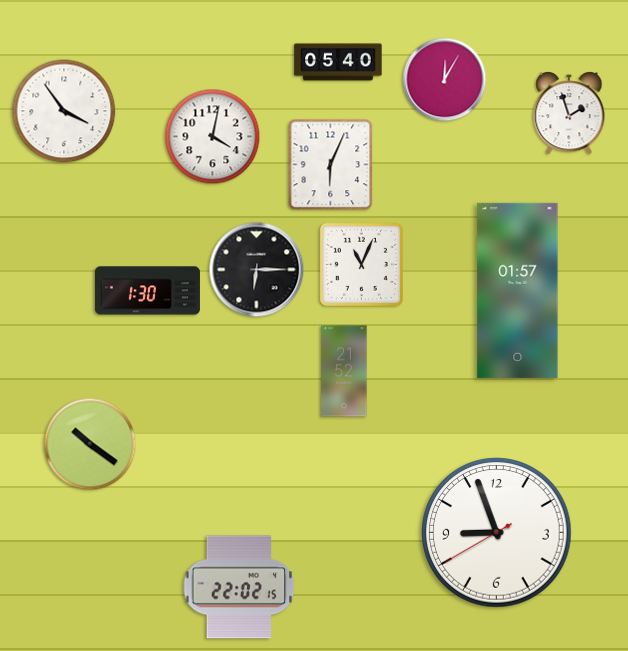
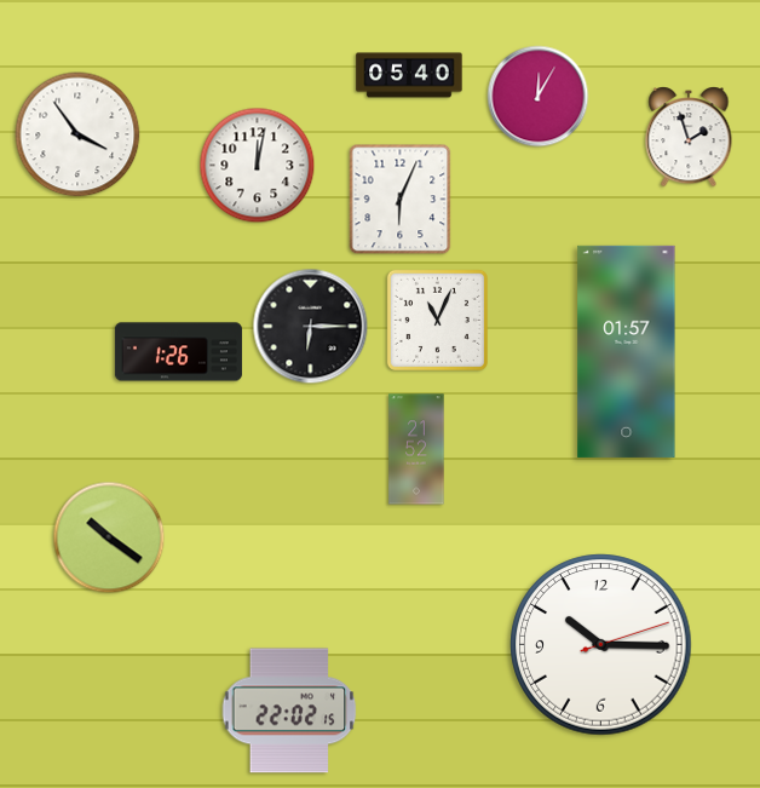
clock at (213, 137): 4:02 -> 12:02
clock at (147, 291): 1:30 -> 1:26
clock at (497, 533): 8:56 -> 10:15
